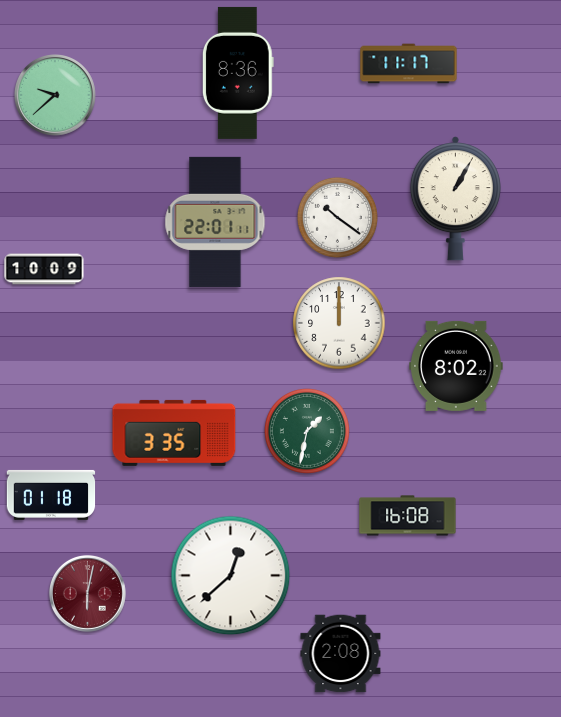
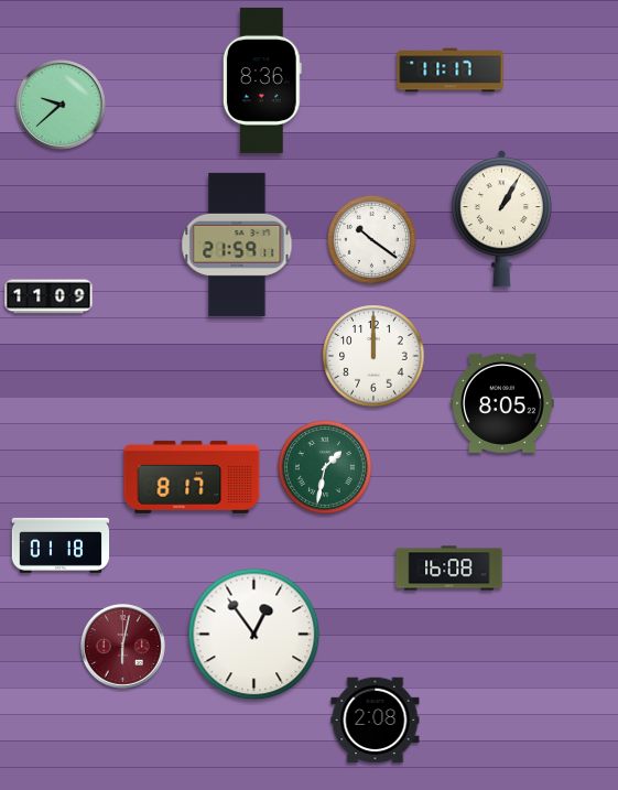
clock at (215, 222): 22:01 -> 21:59
clock at (44, 269): 10:09 -> 11:09
clock at (456, 366): 8:02 -> 8:05
clock at (307, 431) position: (307, 431) -> (325, 467)
clock at (174, 433): 3:35 -> 8:17
clock at (51, 495) position: (51, 495) -> (61, 545)
clock at (231, 576): 12:38 -> 12:54
clock at (87, 593) position: (87, 593) -> (122, 646)
